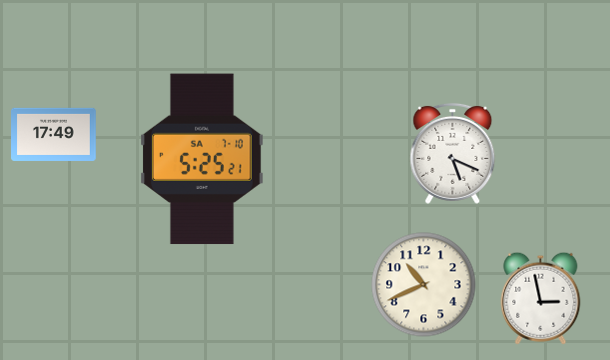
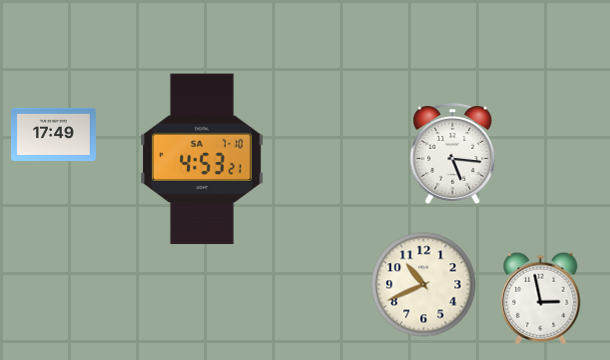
clock at (453, 153): 5:19 -> 5:16
clock at (202, 159): 5:25 -> 4:53
